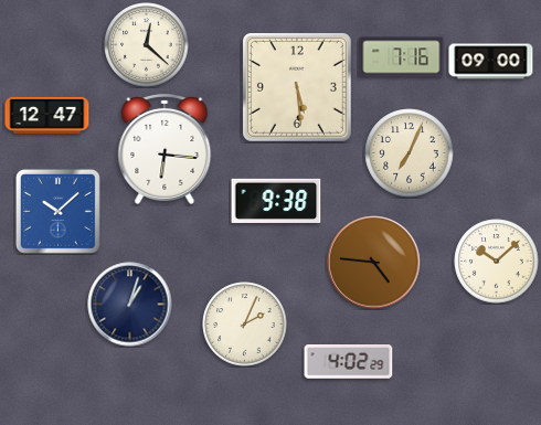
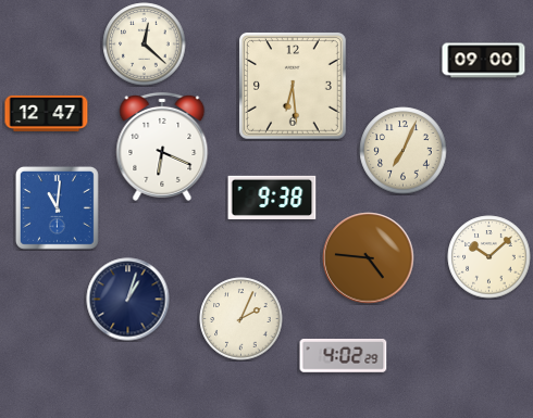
clock at (402, 57): 7:16 -> none
clock at (297, 87): 5:29 -> 6:29
clock at (165, 149): 6:16 -> 6:19
clock at (57, 211): 10:08 -> 11:01
